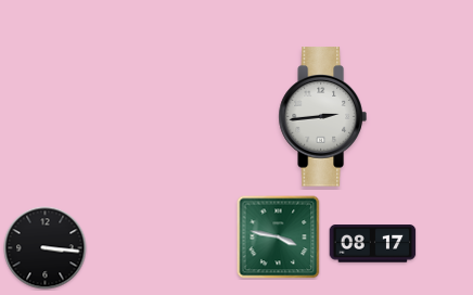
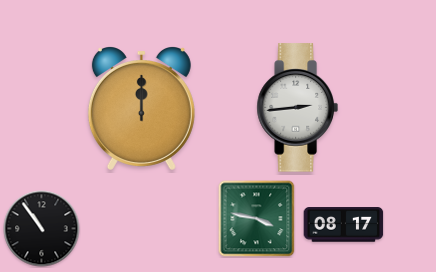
clock at (141, 109): none -> 12:00
clock at (46, 248): 3:16 -> 10:54
